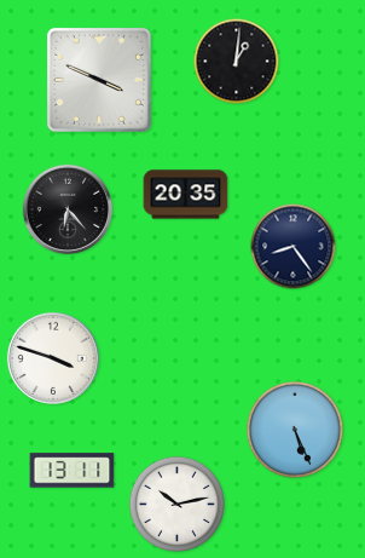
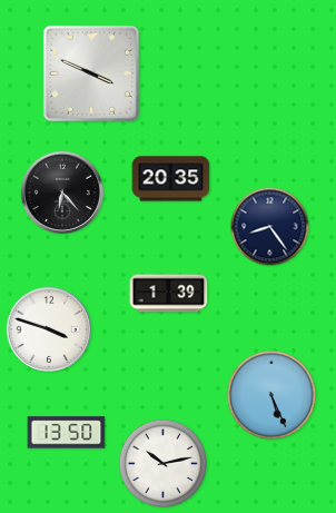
clock at (237, 62): 1:01 -> none
clock at (169, 294): none -> 1:39
clock at (73, 471): 13:11 -> 13:50
